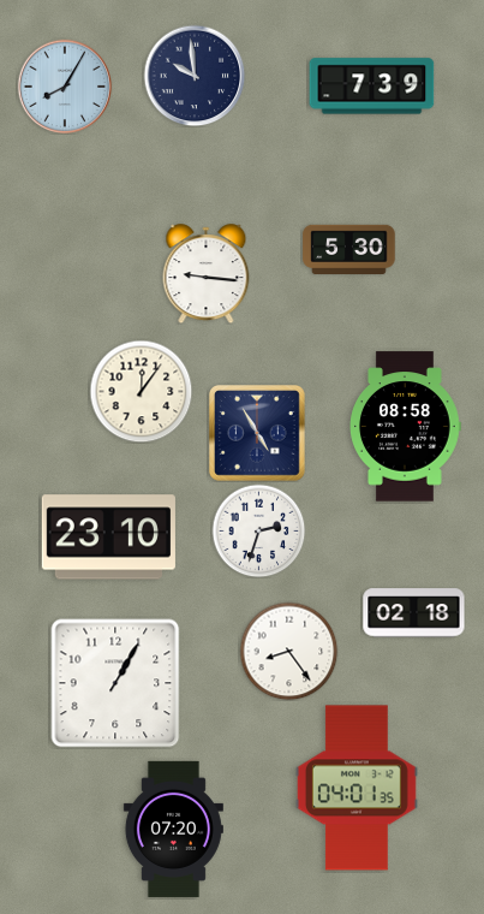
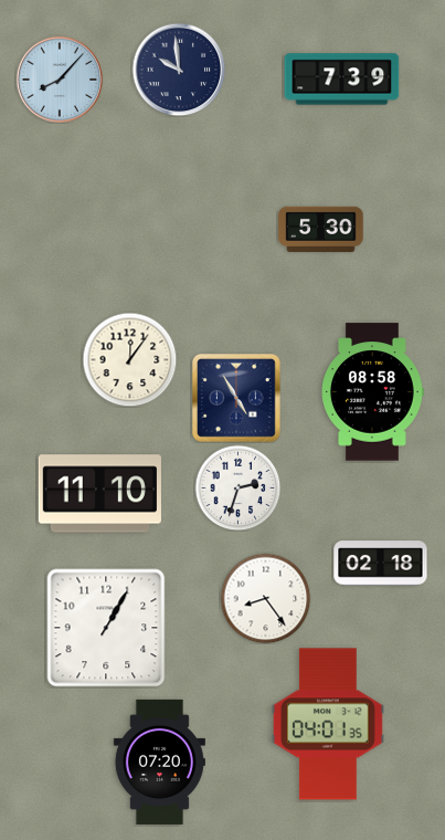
clock at (65, 87): 8:05 -> 8:07
clock at (207, 274): 9:16 -> none
clock at (108, 538): 23:10 -> 11:10
